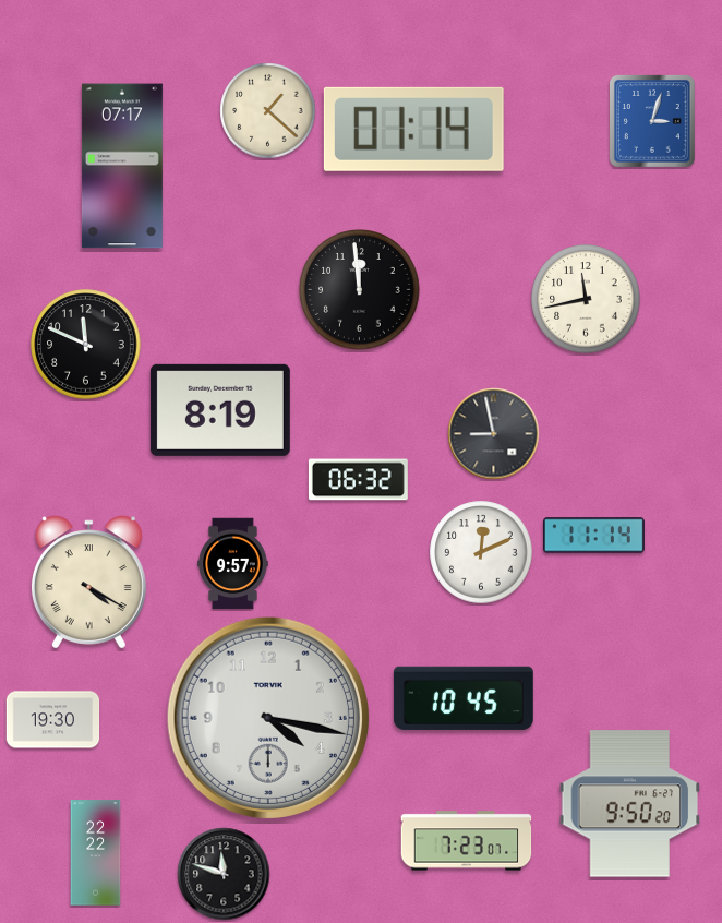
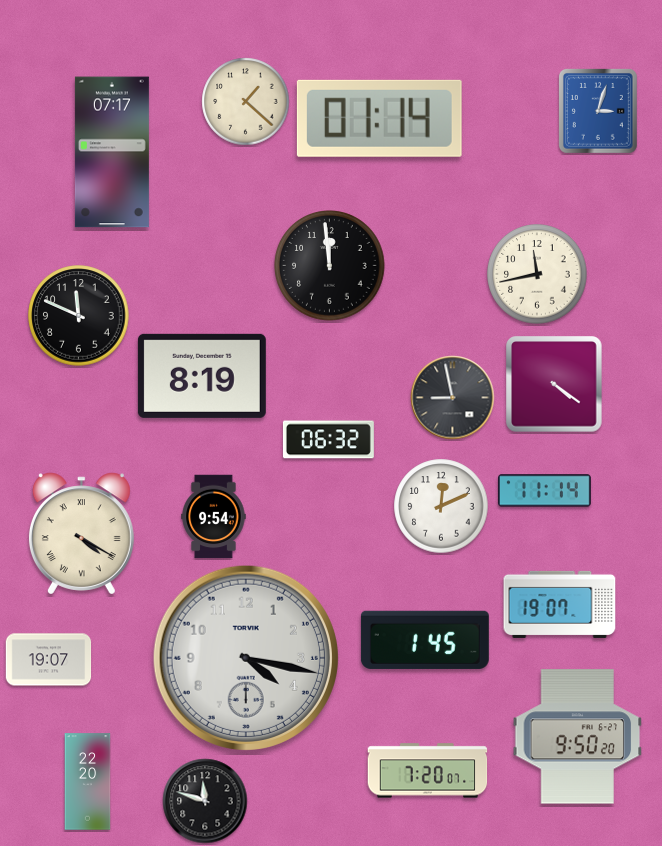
clock at (554, 384): none -> 4:21
clock at (233, 564): 9:57 -> 9:54
clock at (560, 604): none -> 19:07
clock at (464, 698): 10:45 -> 1:45
clock at (53, 720): 19:30 -> 19:07
clock at (467, 841): 7:23 -> 7:20
clock at (96, 853): 22:22 -> 22:20
